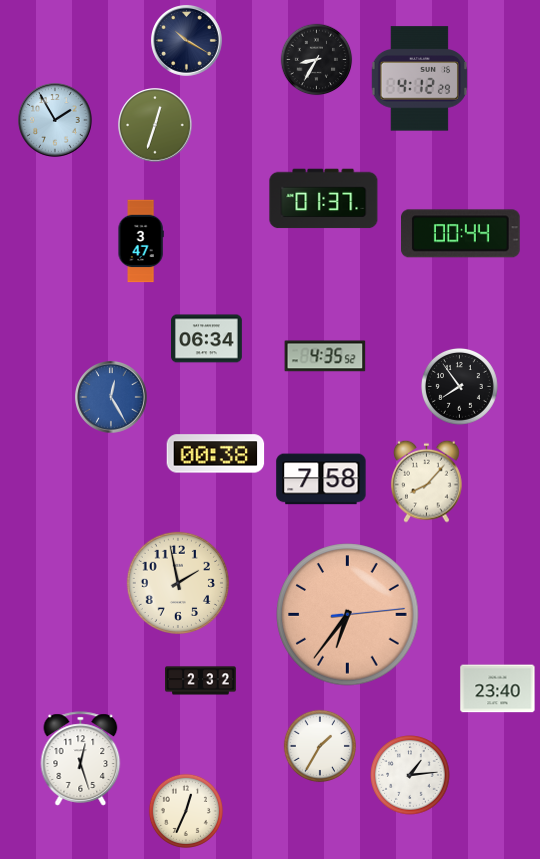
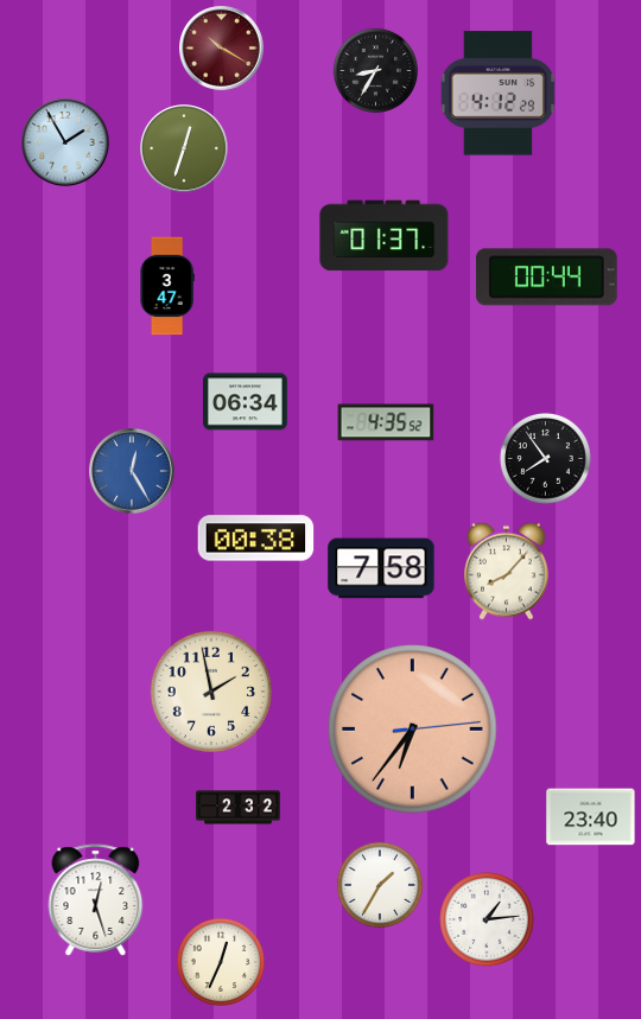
clock at (187, 41) dial: navy -> burgundy
